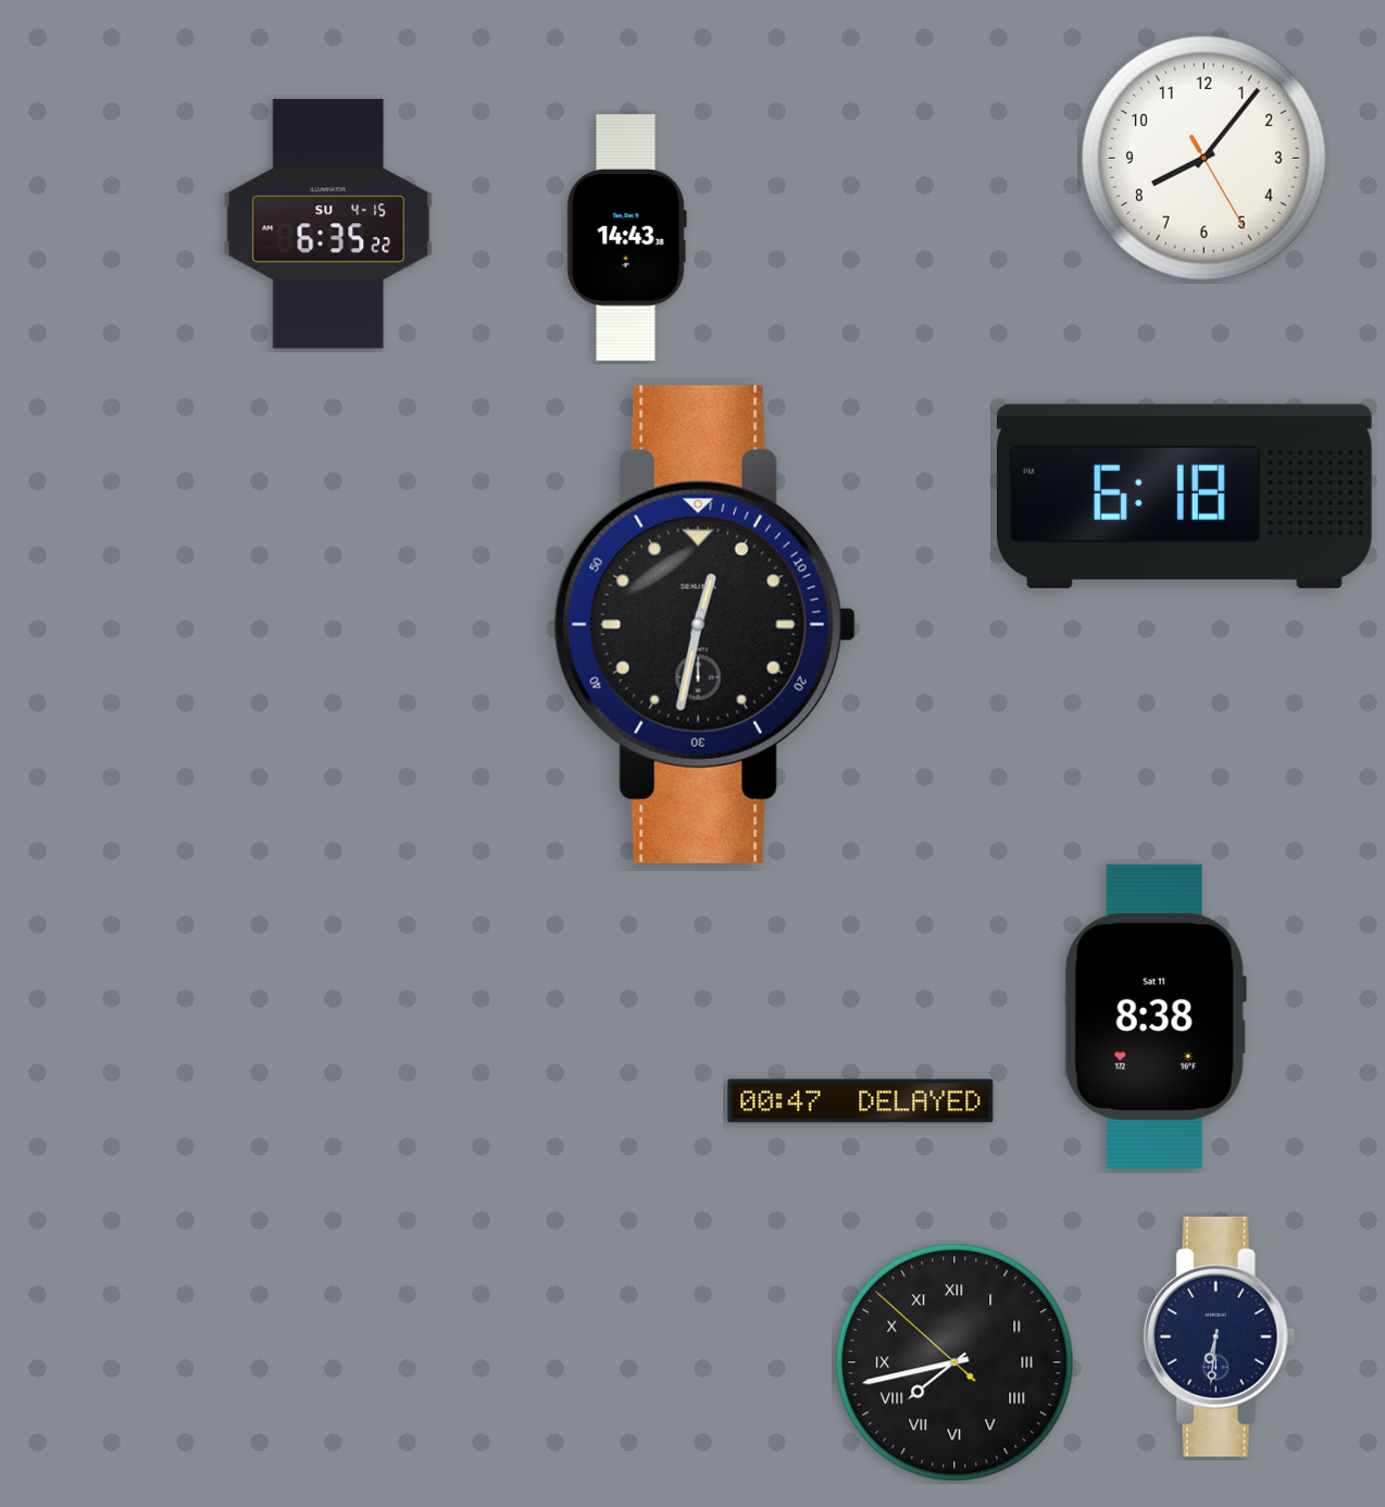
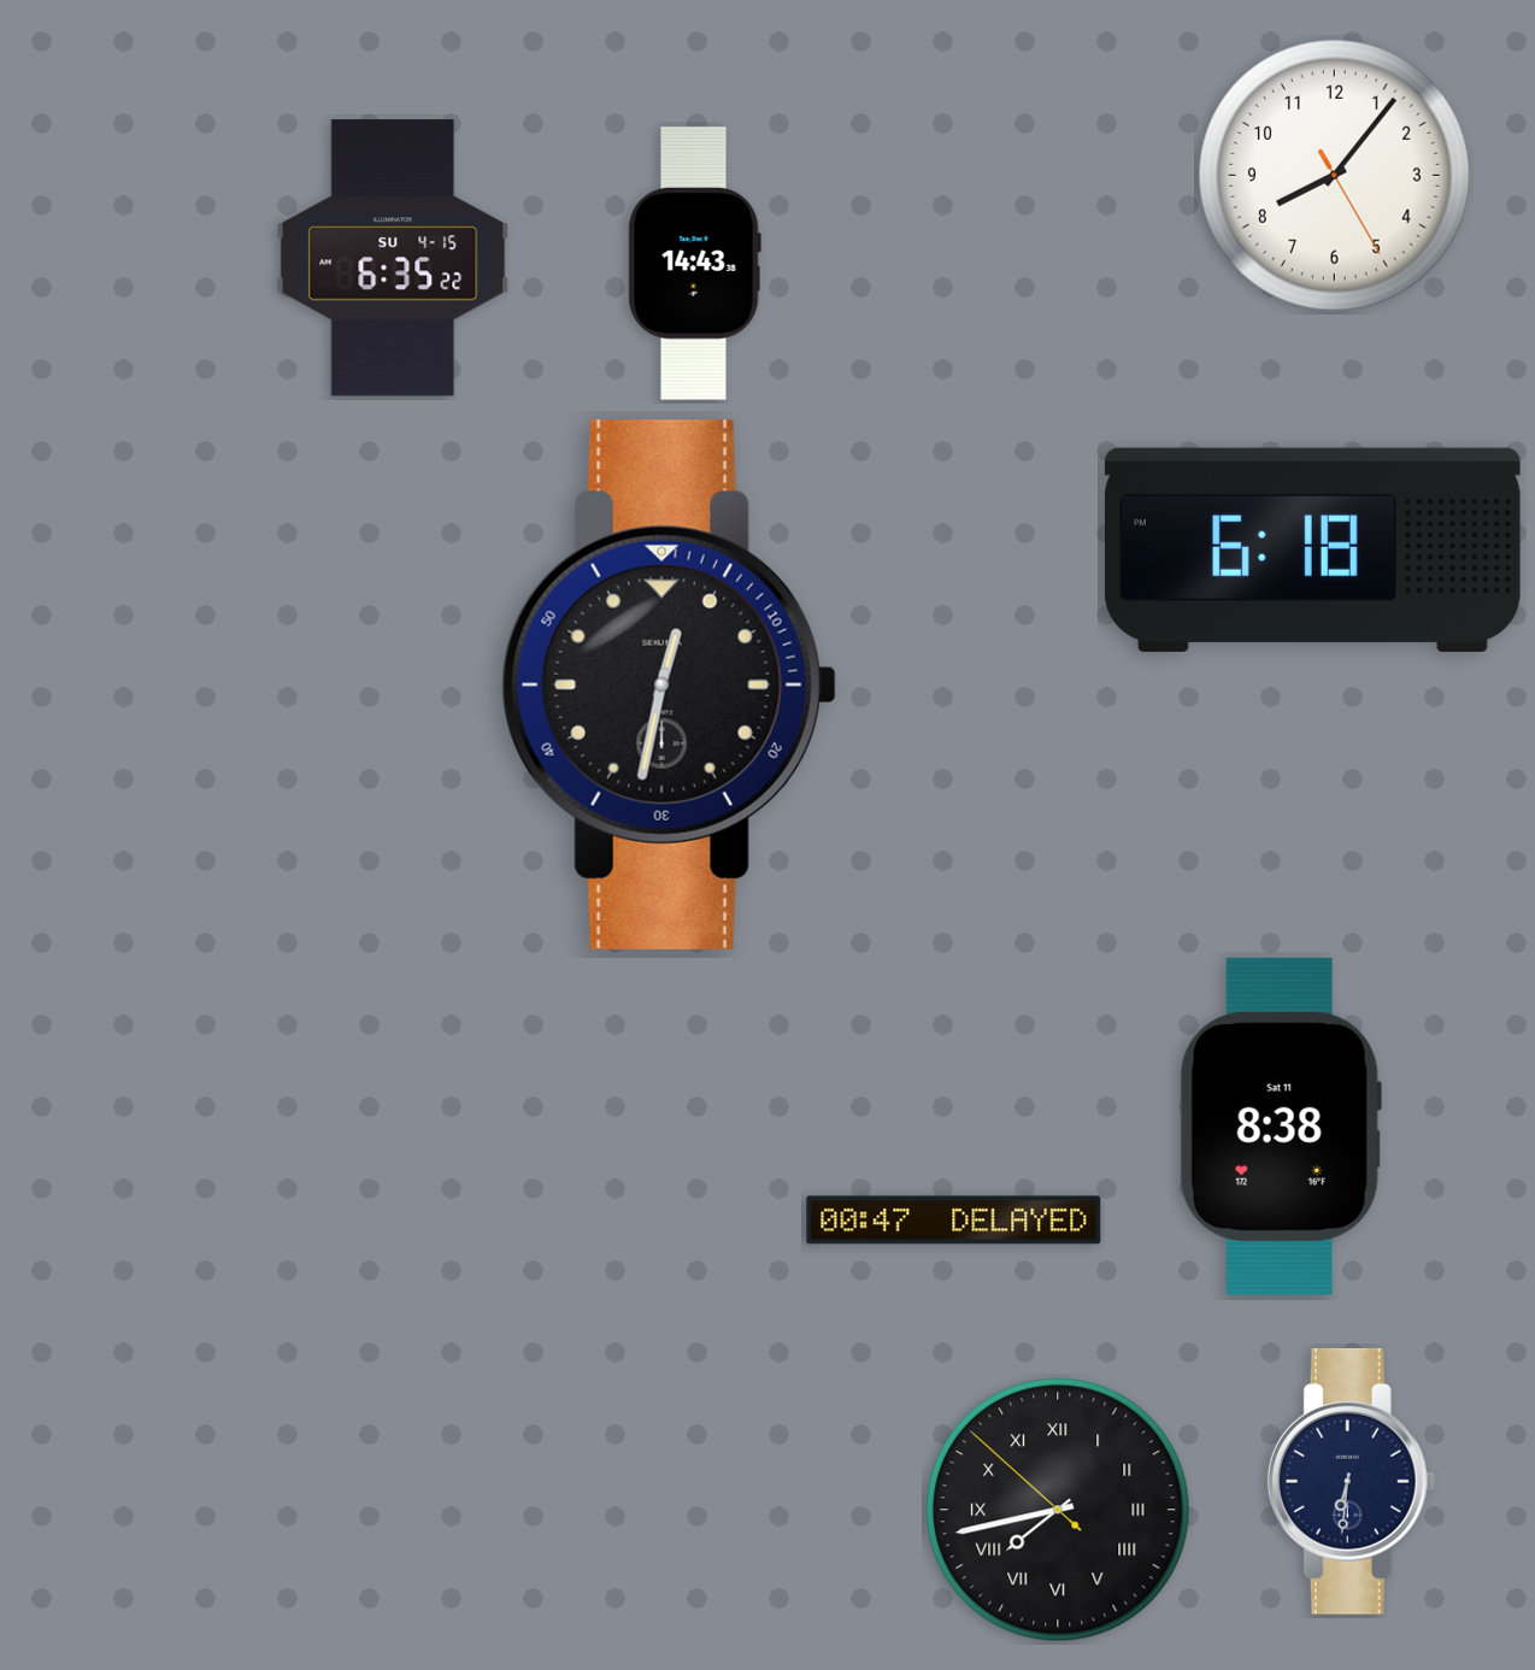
clock at (328, 224) position: (328, 224) -> (393, 258)
clock at (704, 624) position: (704, 624) -> (669, 684)
